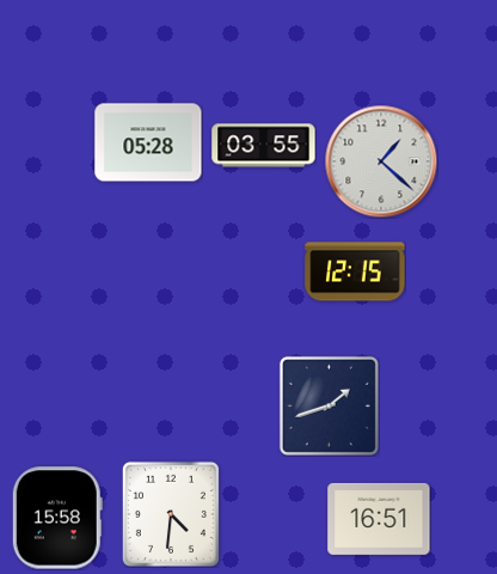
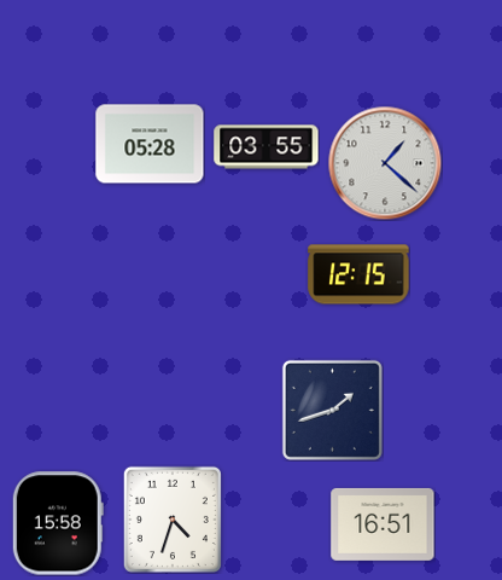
clock at (171, 514): 4:31 -> 4:33
